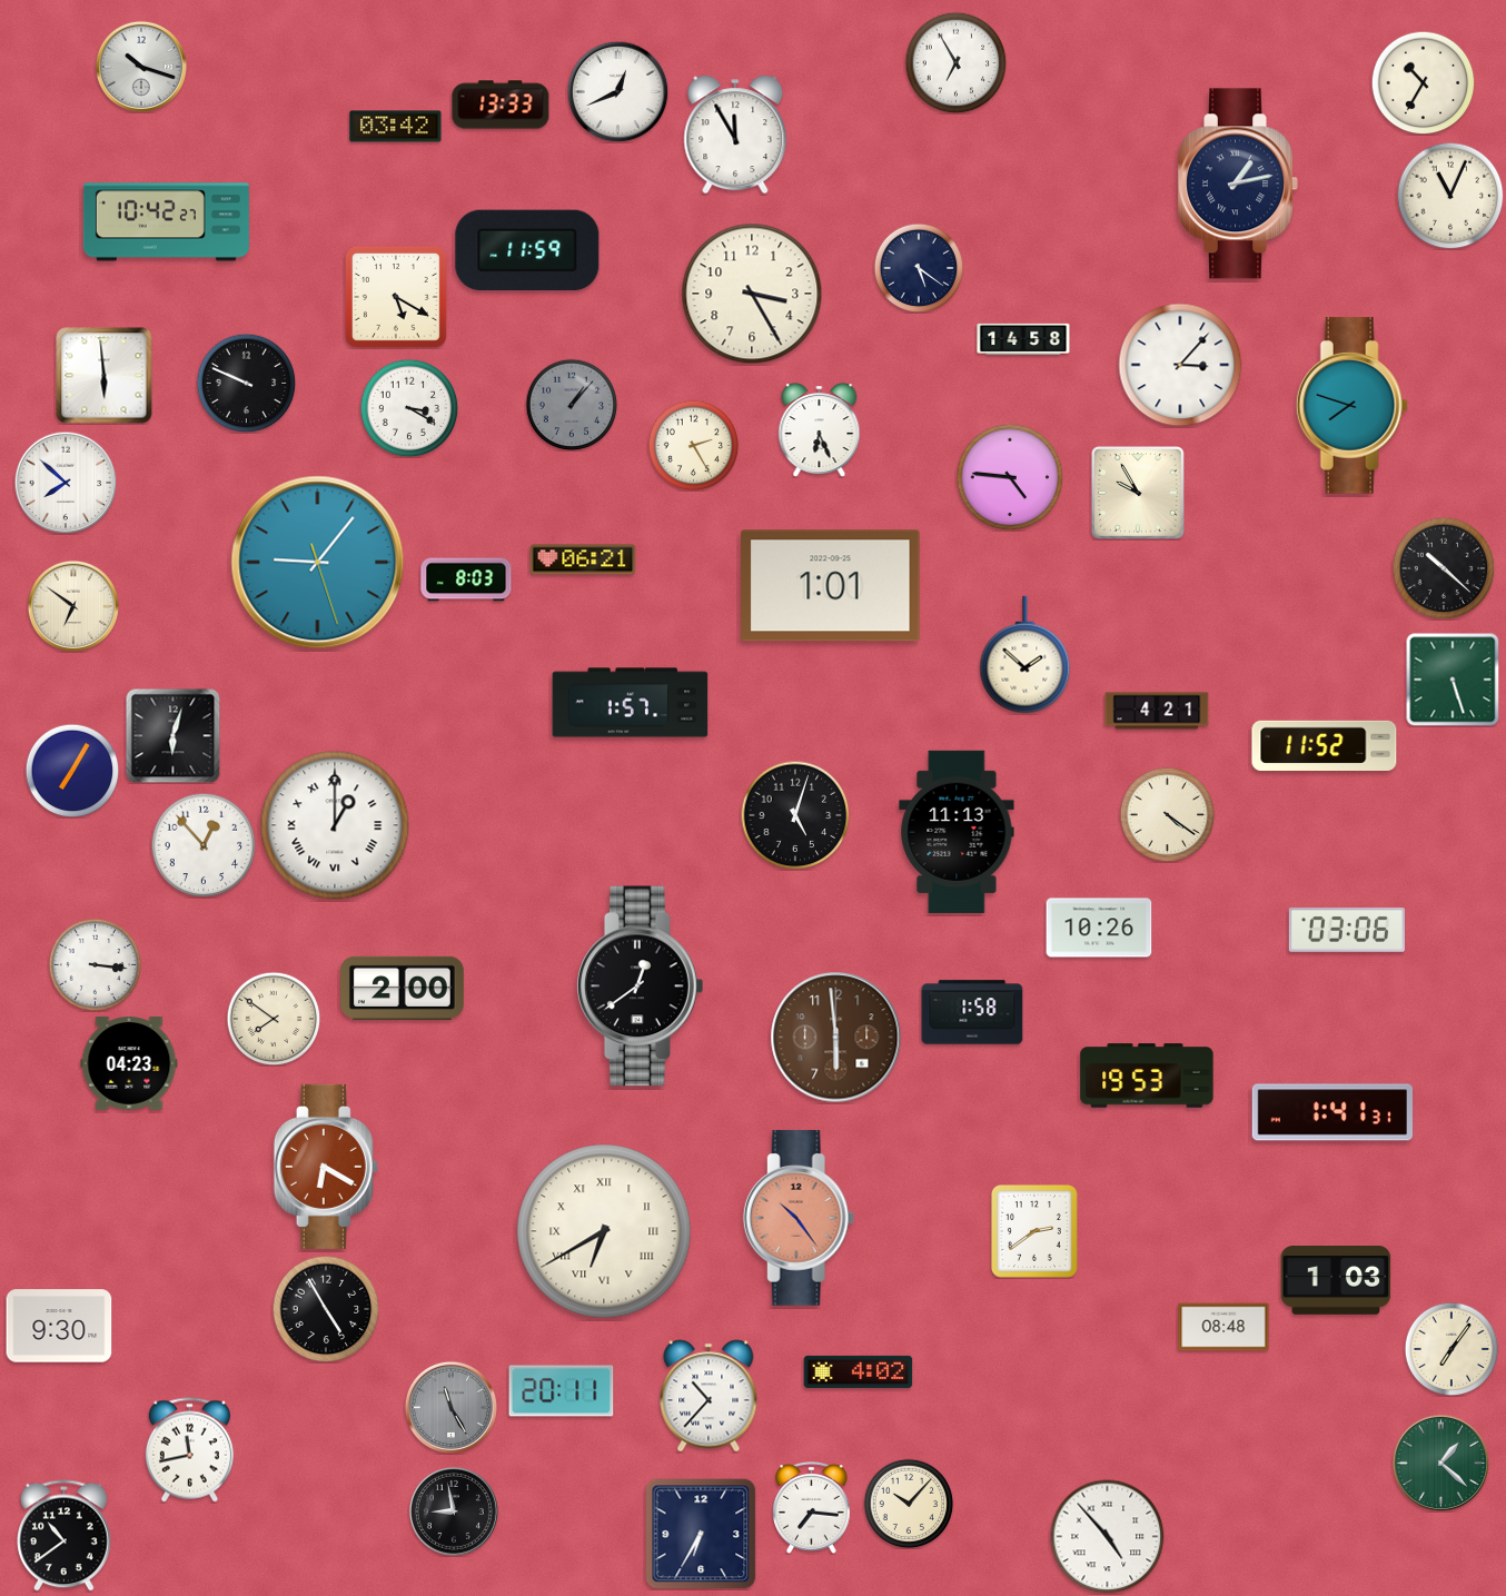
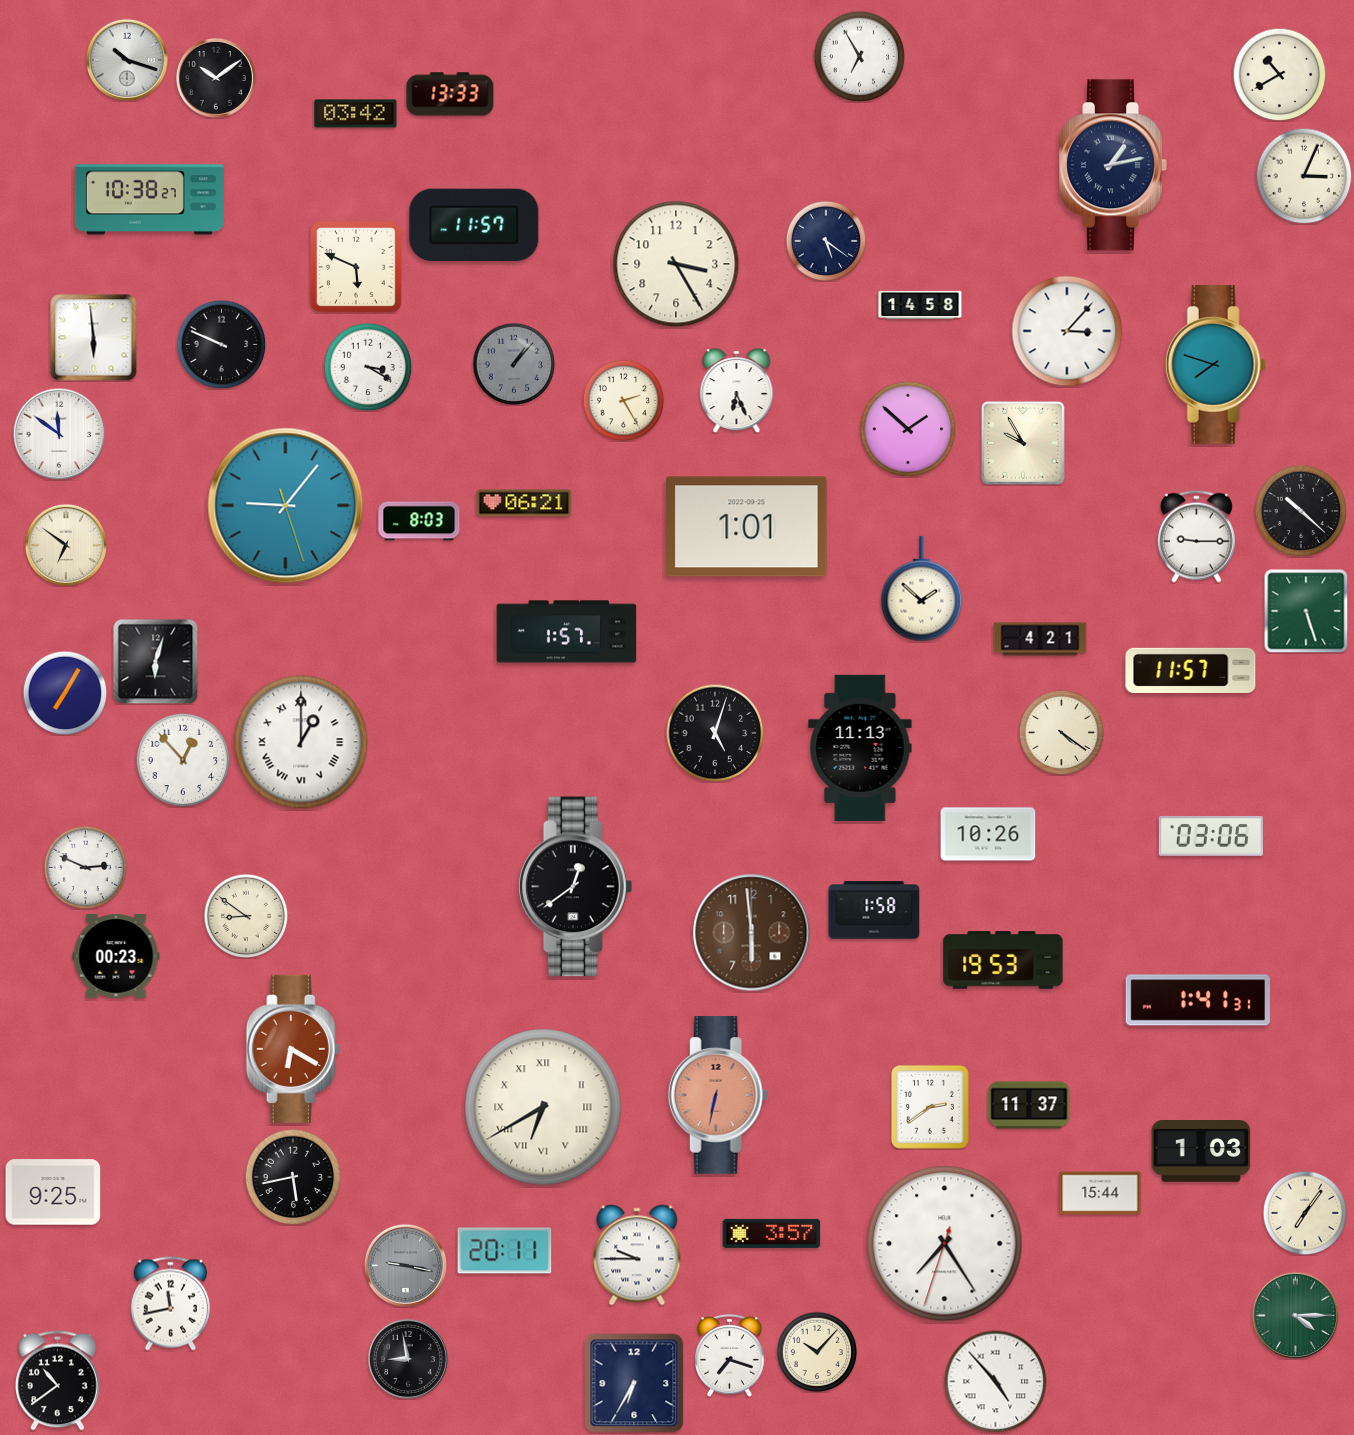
clock at (1423, 82): 10:35 -> 10:40
clock at (216, 78): none -> 10:09
clock at (617, 91): 12:41 -> none
clock at (735, 135): 11:55 -> none
clock at (1450, 196): 11:04 -> 3:04
clock at (166, 222): 10:42 -> 10:38
clock at (527, 250): 11:59 -> 11:57
clock at (396, 297): 5:20 -> 5:49
clock at (1180, 365) position: (1180, 365) -> (1067, 331)
clock at (820, 430) position: (820, 430) -> (737, 391)
clock at (1010, 477): 4:46 -> 1:52
clock at (66, 483): 7:52 -> 11:51
clock at (1444, 568) position: (1444, 568) -> (1301, 511)
clock at (1196, 536): none -> 9:15
clock at (1325, 745): 11:52 -> 11:57
clock at (1167, 814) position: (1167, 814) -> (1061, 732)
clock at (95, 964): 3:16 -> 2:49
clock at (403, 988): 2:00 -> none
clock at (274, 1019): 7:51 -> 8:51
clock at (129, 1063): 04:23 -> 00:23
clock at (1147, 1075) position: (1147, 1075) -> (1003, 960)
clock at (799, 1218): 10:24 -> 6:32
clock at (1029, 1105): none -> 11:37
clock at (326, 1309): 4:55 -> 5:43
clock at (59, 1326): 9:30 -> 9:25
clock at (1223, 1327): 08:48 -> 15:44
clock at (859, 1371): 4:02 -> 3:57
clock at (945, 1244): none -> 7:24
clock at (709, 1396): 10:37 -> 9:45
clock at (450, 1407): 11:25 -> 9:17
clock at (1440, 1463): 1:22 -> 4:15
clock at (812, 1508): 7:16 -> 7:18
clock at (701, 1534) position: (701, 1534) -> (634, 1383)
